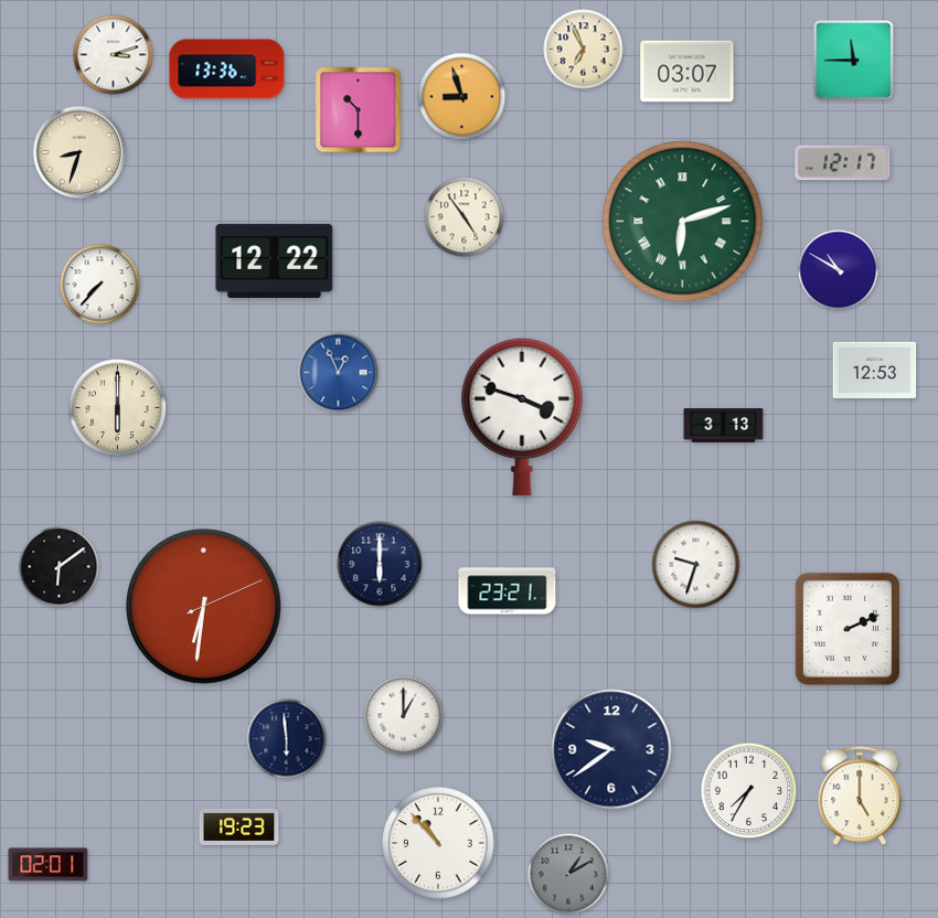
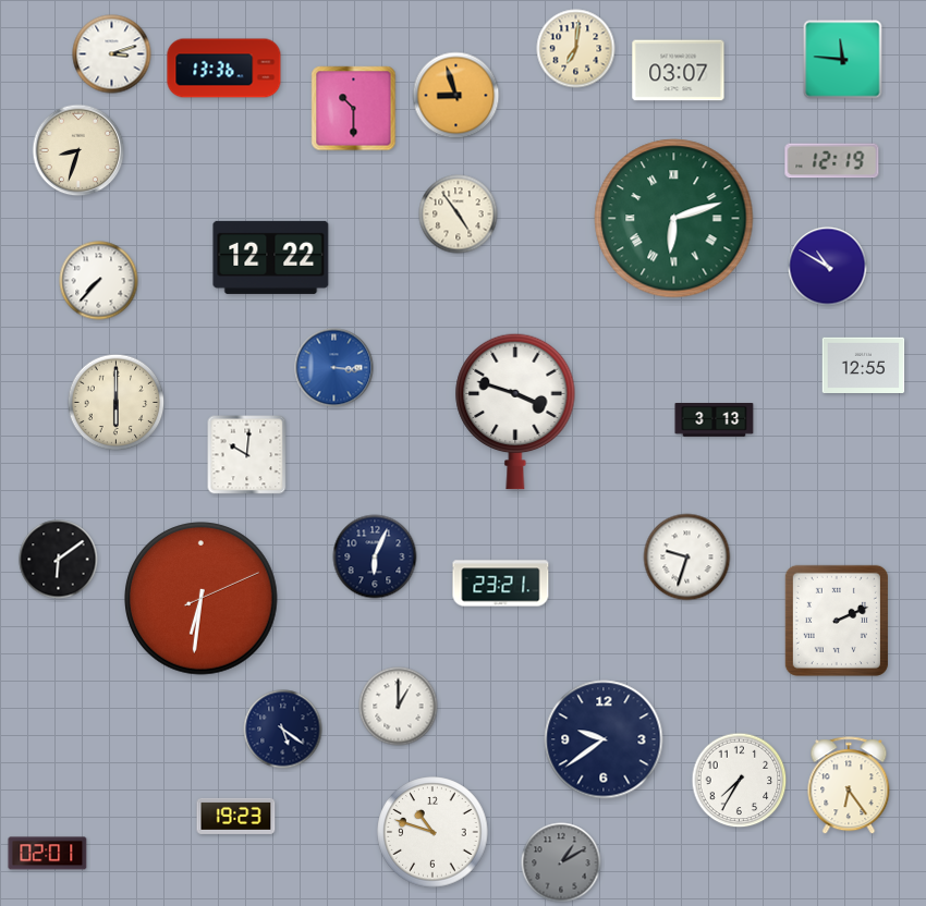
clock at (584, 50): 6:56 -> 7:01
clock at (854, 61): 11:45 -> 11:46
clock at (843, 163): 12:17 -> 12:19
clock at (875, 370): 12:53 -> 12:55
clock at (339, 373): 12:56 -> 3:16
clock at (247, 455): none -> 10:01
clock at (380, 564): 6:00 -> 6:04
clock at (287, 739): 5:59 -> 5:21
clock at (860, 797): 5:00 -> 6:24
clock at (438, 843): 10:53 -> 10:48
